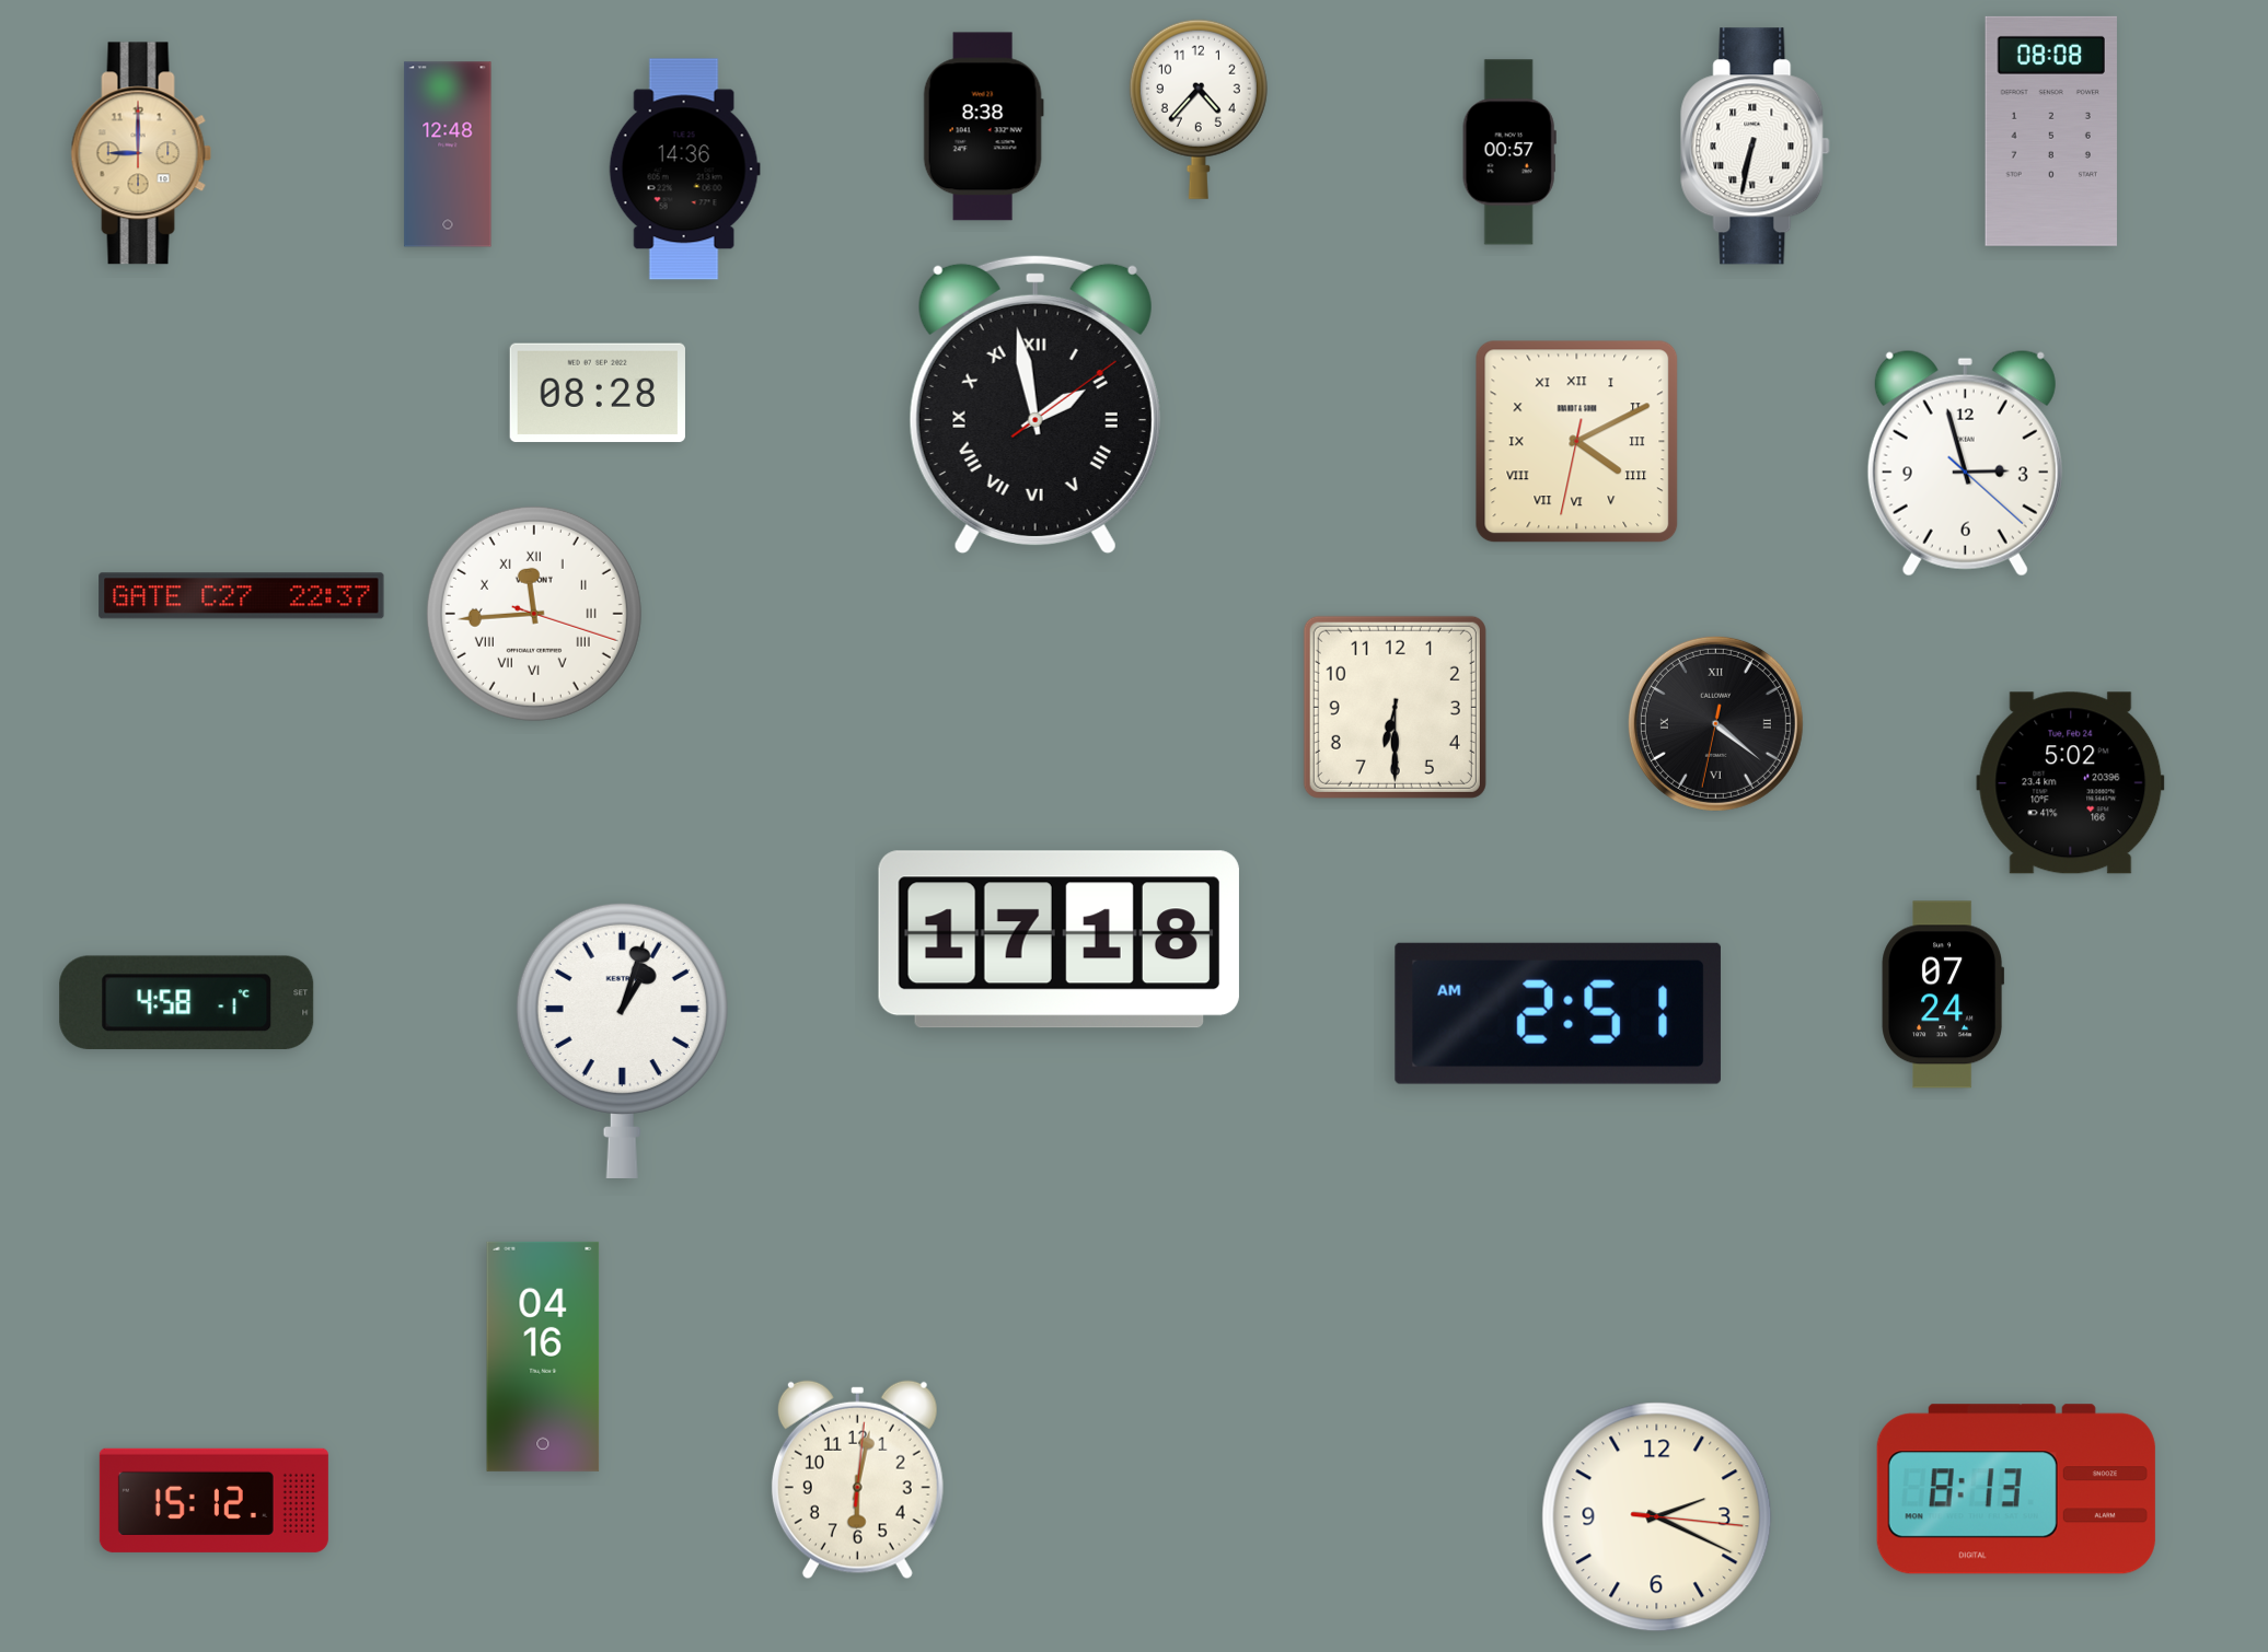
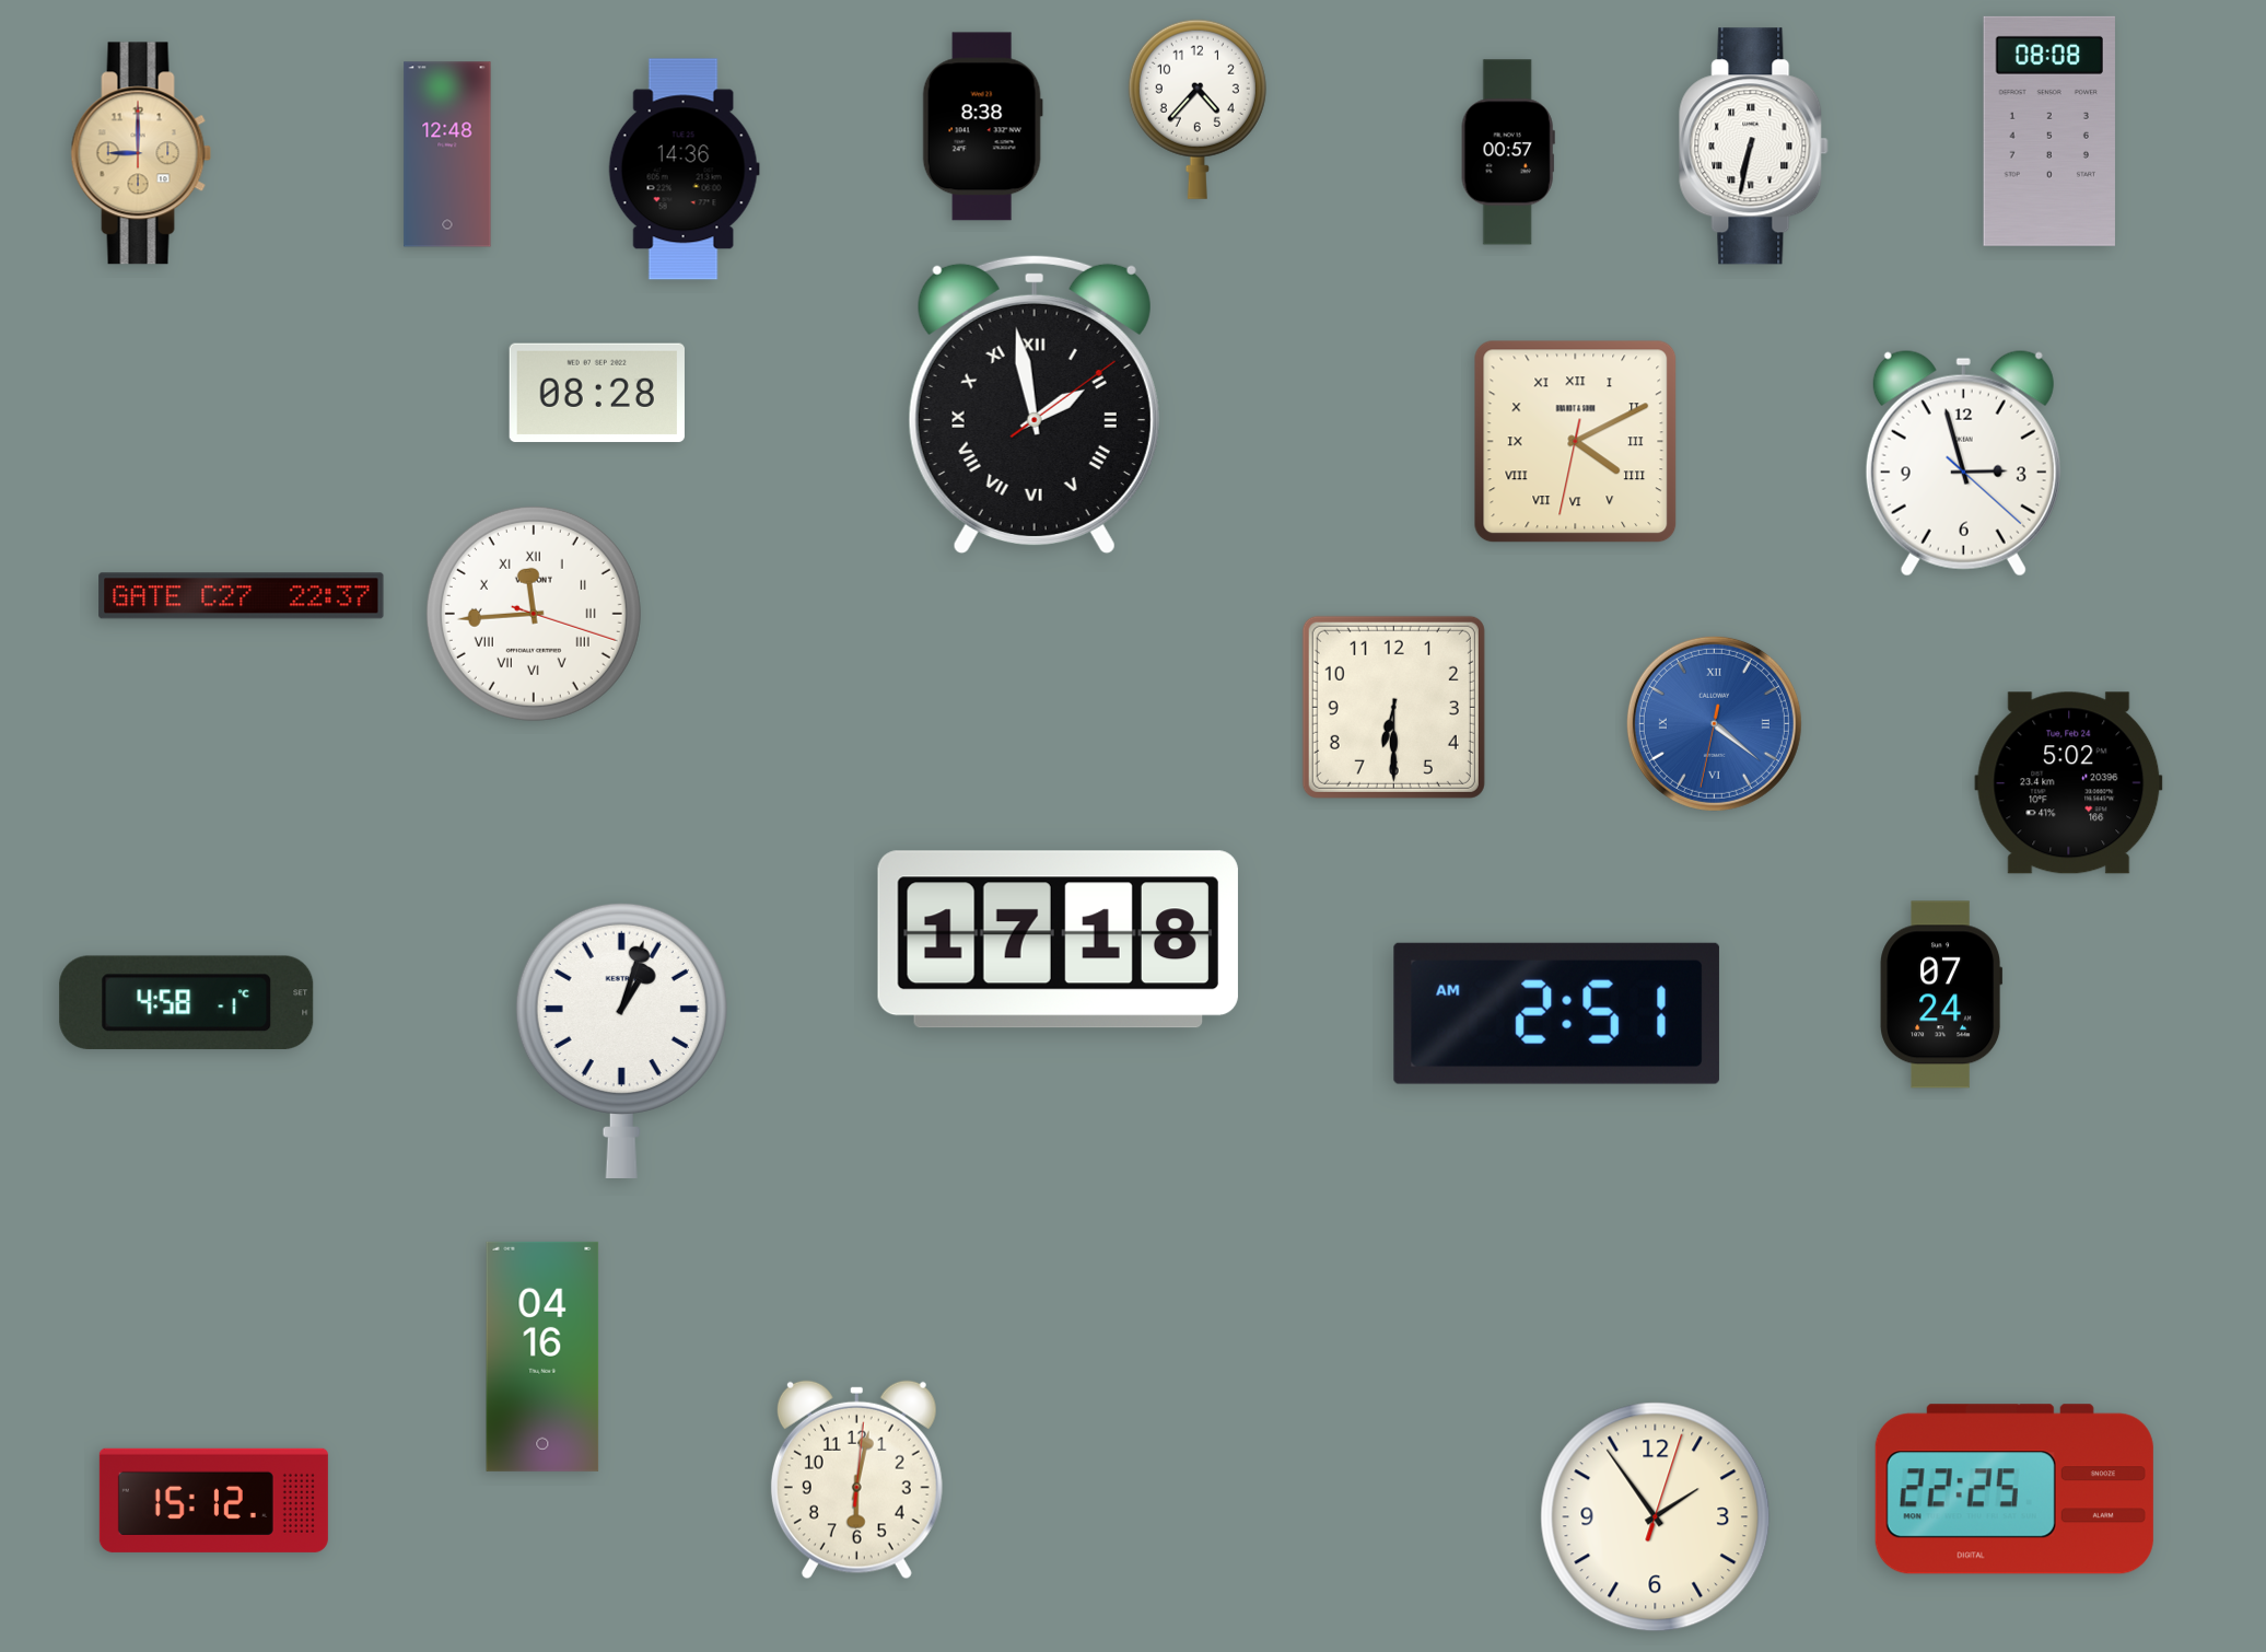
clock at (1715, 723) dial: black -> blue
clock at (2016, 1489): 8:13 -> 22:25
clock at (1657, 1517): 2:19 -> 1:54
